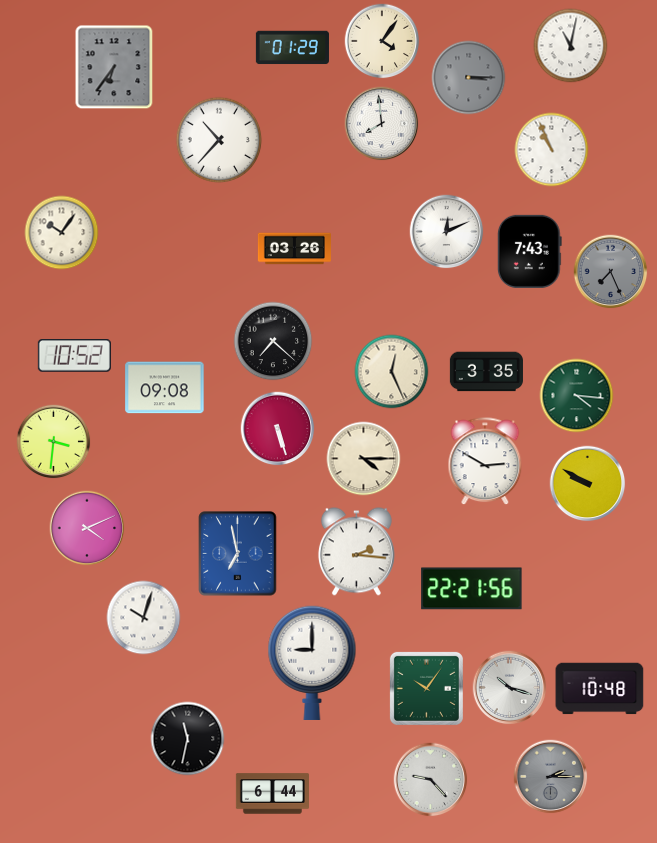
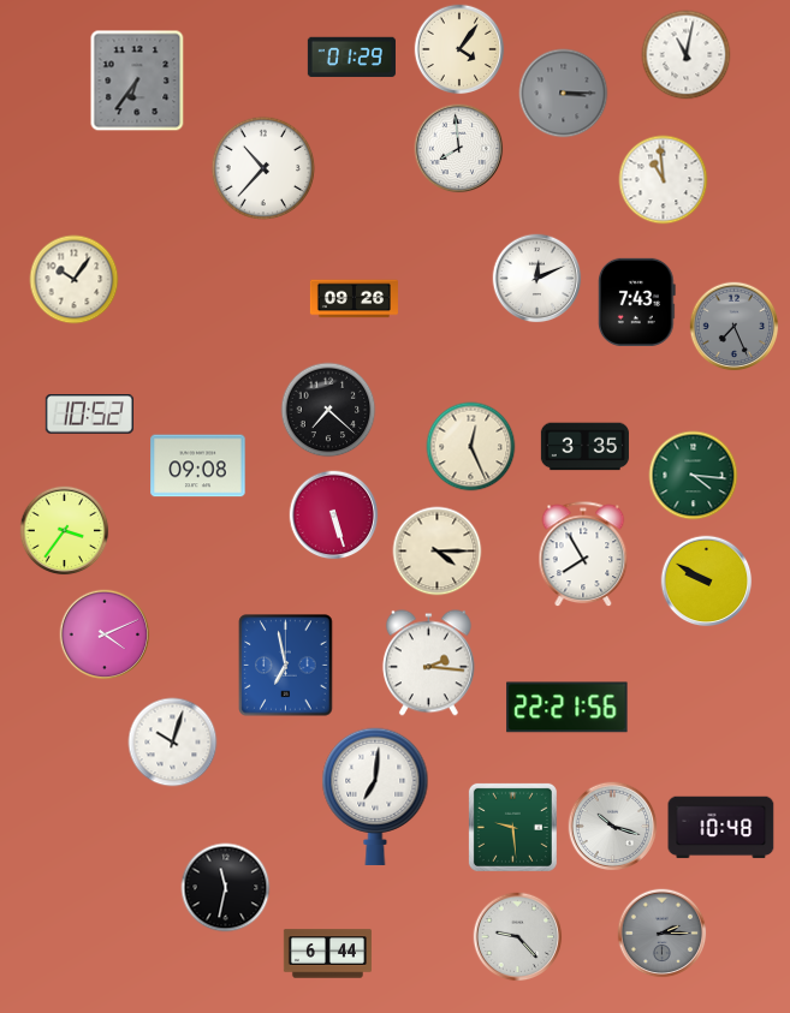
clock at (552, 150): 10:56 -> 10:59
clock at (294, 249): 03:26 -> 09:26
clock at (74, 356) position: (74, 356) -> (89, 415)
clock at (54, 442): 3:31 -> 3:36
clock at (485, 462): 2:50 -> 7:55
clock at (312, 663): 9:00 -> 7:01
clock at (426, 688): 10:06 -> 9:29
